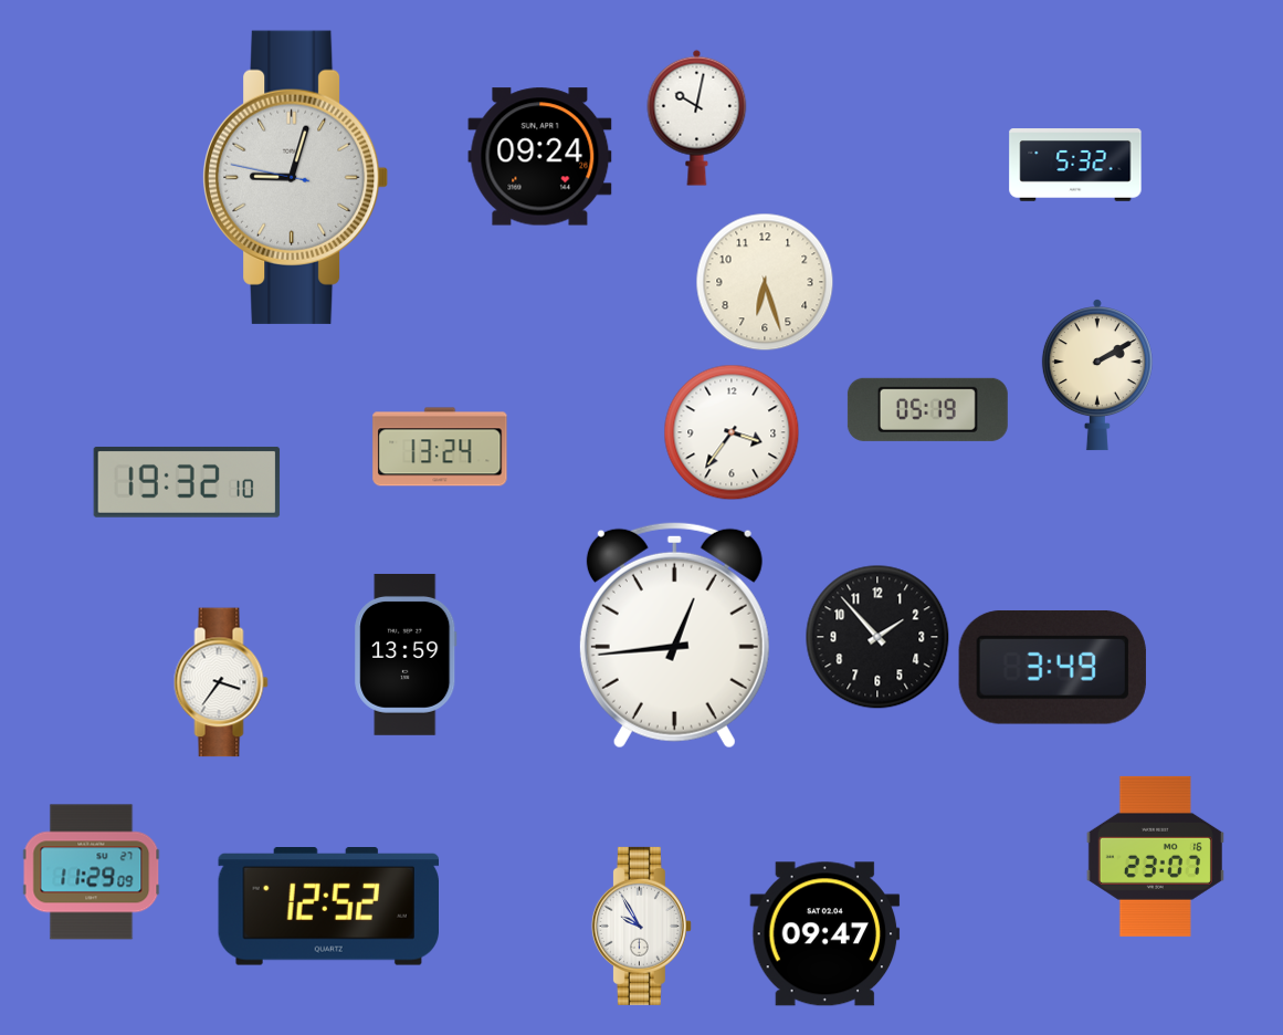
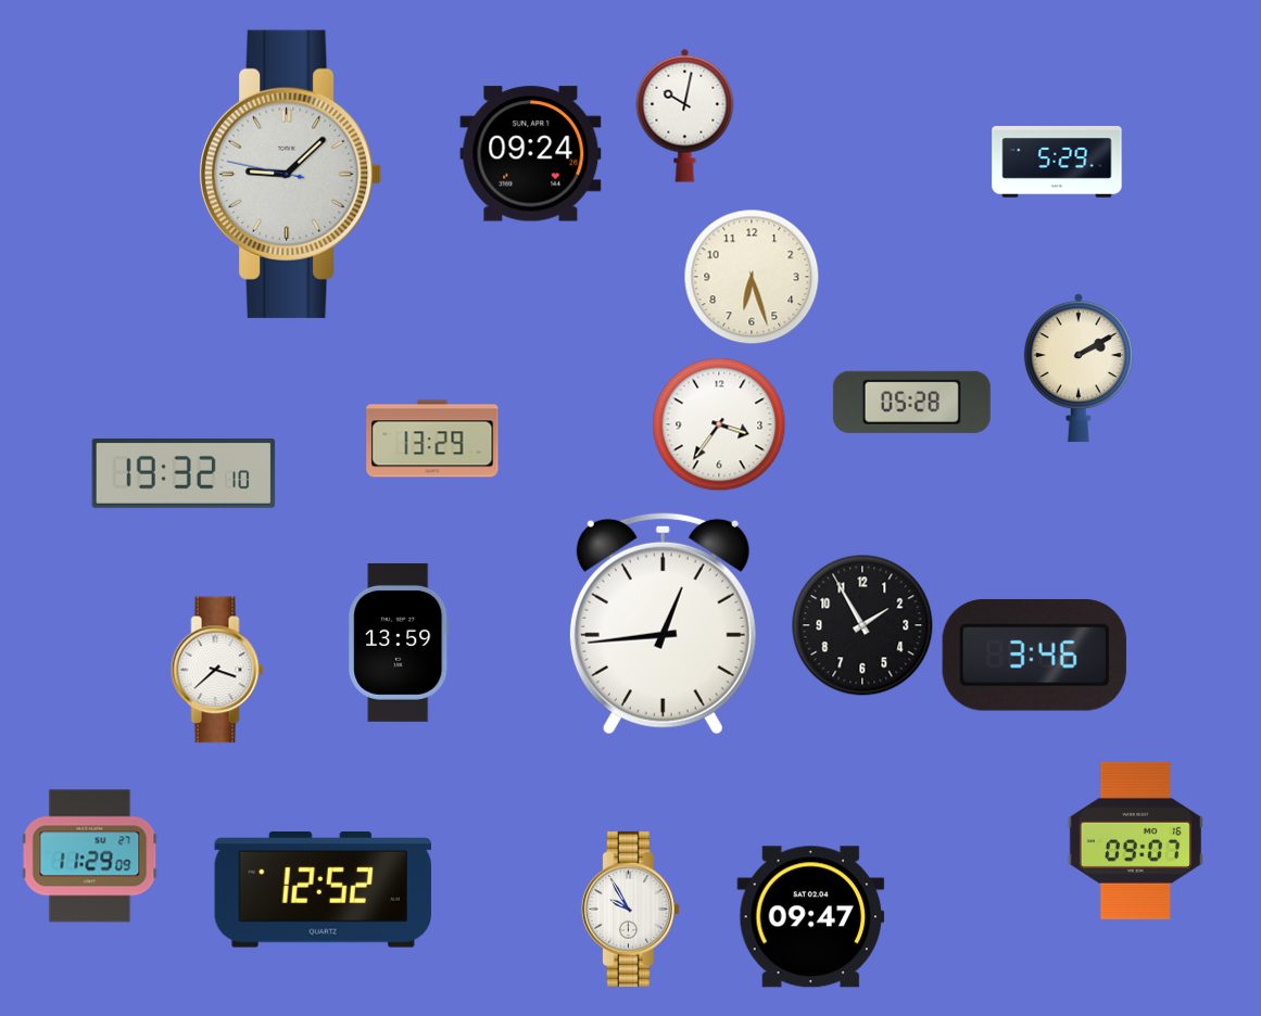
clock at (1075, 165): 5:32 -> 5:29
clock at (296, 177): 9:02 -> 9:07
clock at (927, 409): 05:19 -> 05:28
clock at (440, 447): 13:24 -> 13:29
clock at (877, 637): 1:53 -> 1:55
clock at (1052, 667): 3:49 -> 3:46
clock at (221, 682): 3:36 -> 3:38
clock at (1155, 856): 23:07 -> 09:07
